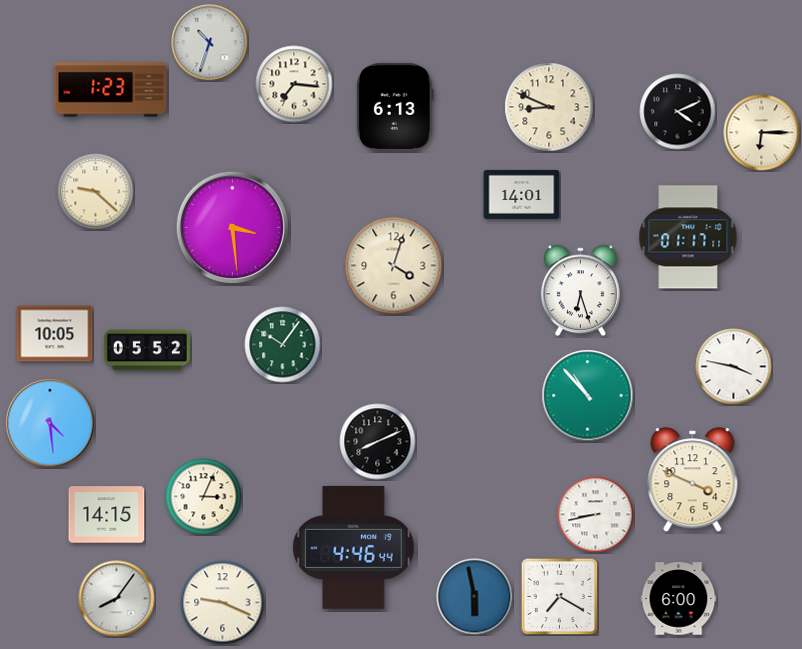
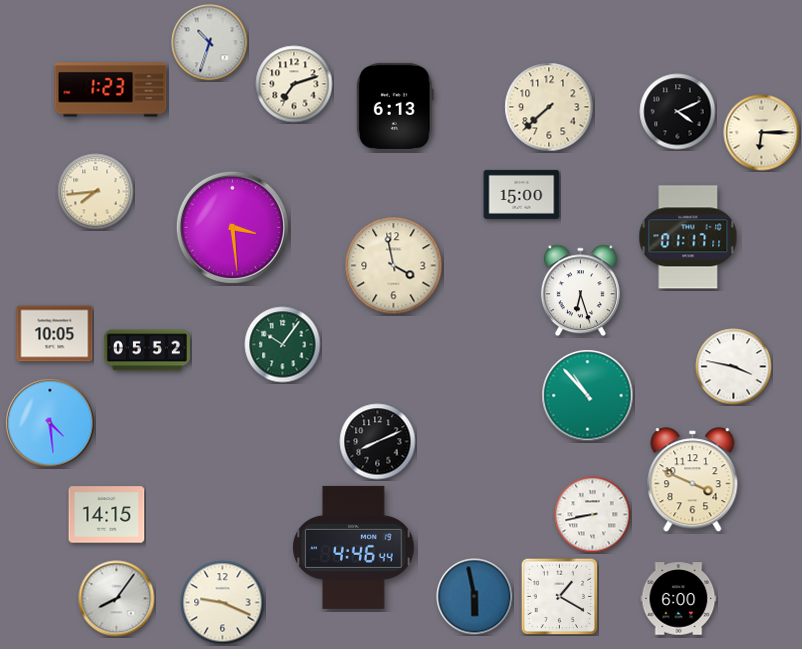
clock at (294, 84): 7:16 -> 7:12
clock at (549, 107): 8:49 -> 7:38
clock at (96, 192): 9:22 -> 7:44
clock at (522, 194): 14:01 -> 15:00
clock at (394, 266): 4:03 -> 3:58
clock at (204, 497): 3:04 -> none
clock at (596, 515) position: (596, 515) -> (593, 515)
clock at (559, 596): 7:20 -> 1:20
